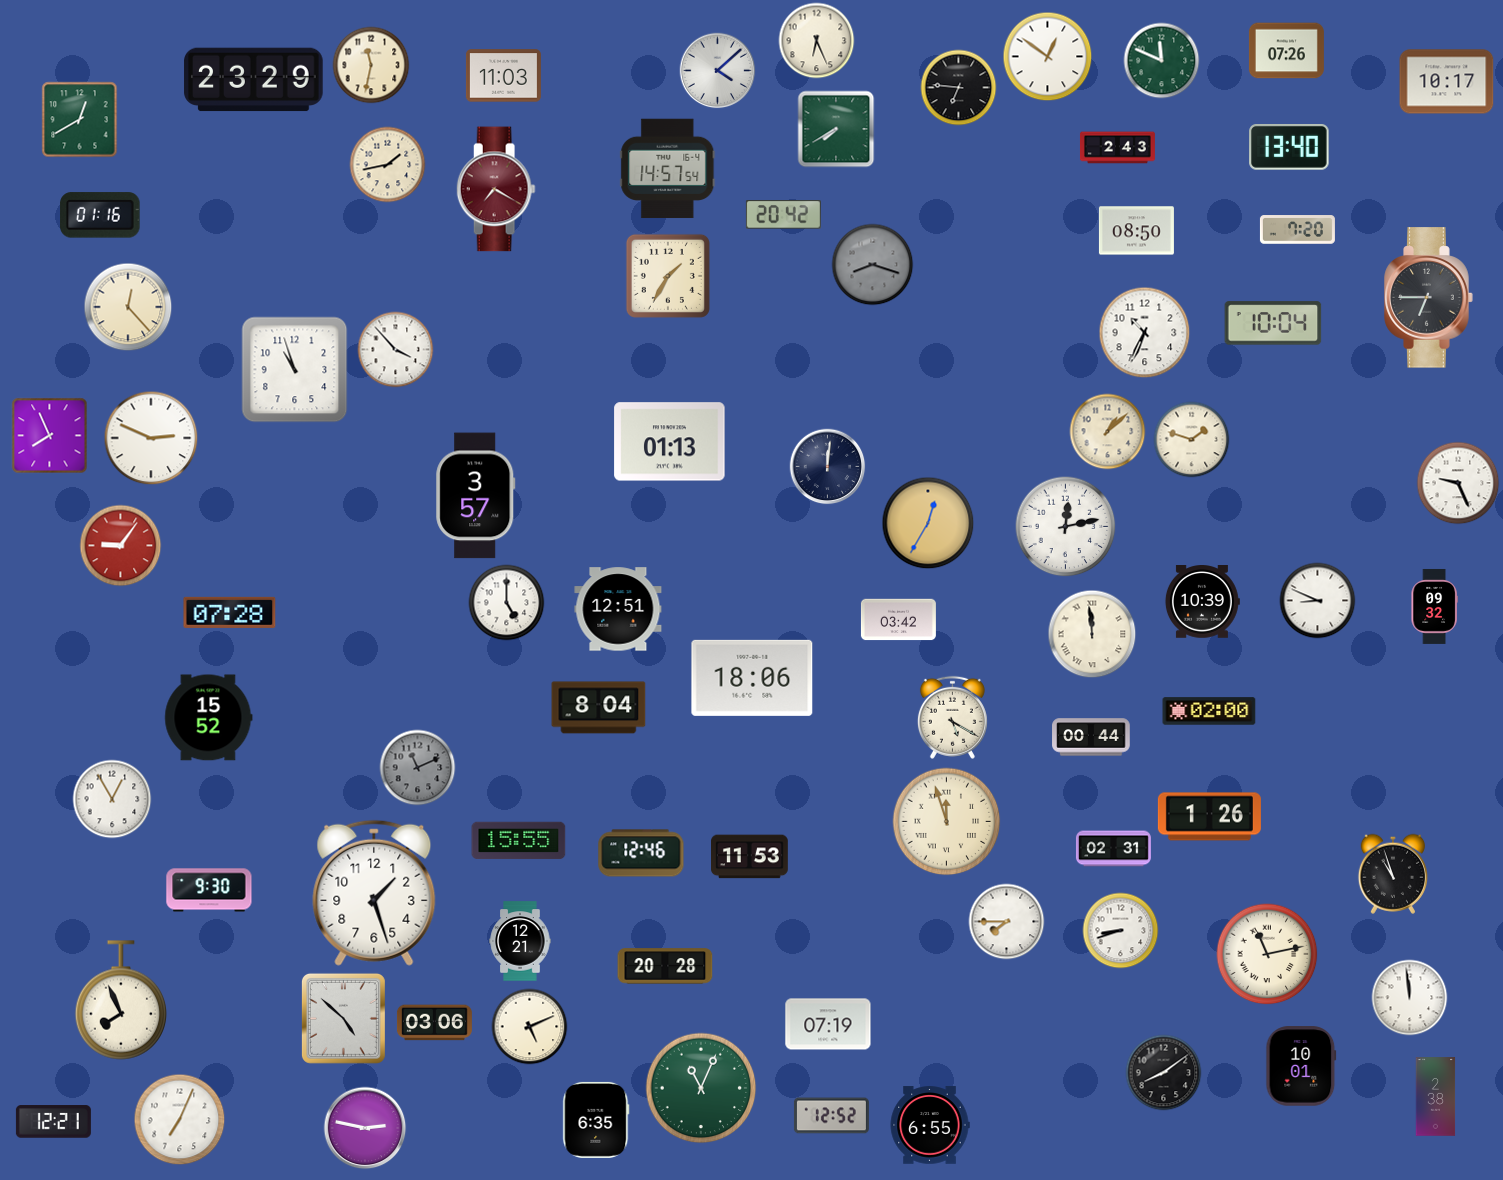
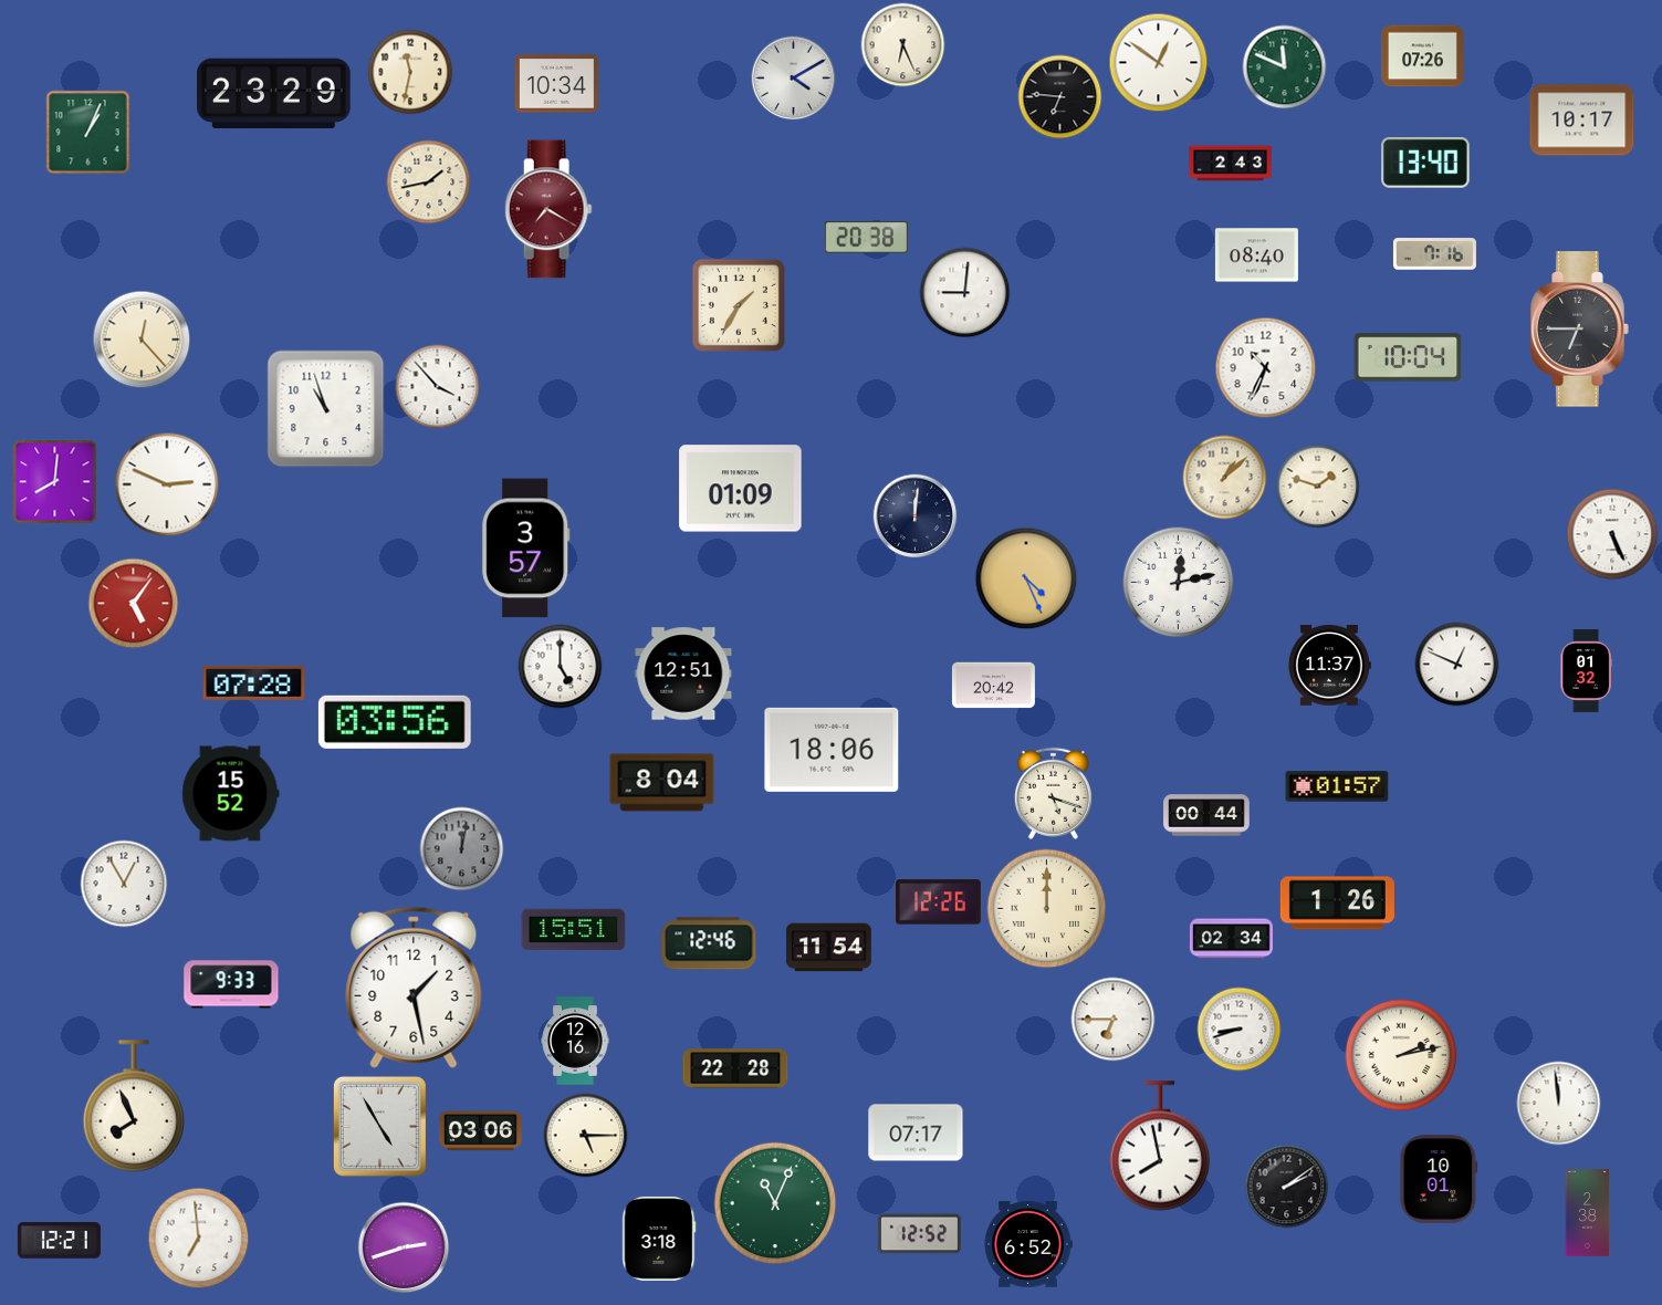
clock at (718, 71): 4:08 -> 4:10
clock at (503, 76): 11:03 -> 10:34
clock at (254, 80) position: (254, 80) -> (274, 94)
clock at (1447, 82) position: (1447, 82) -> (1582, 121)
clock at (80, 120): 12:40 -> 1:04
clock at (836, 129): 7:40 -> none
clock at (1117, 148) position: (1117, 148) -> (1230, 164)
clock at (668, 169): 14:57 -> none
clock at (100, 215): 01:16 -> none
clock at (783, 215): 20:42 -> 20:38
clock at (1297, 230): 7:20 -> 7:16
clock at (1136, 231): 08:50 -> 08:40
clock at (873, 265): 8:18 -> 9:01
clock at (873, 265) dial: grey -> white
clock at (50, 436): 7:56 -> 8:01
clock at (670, 442): 01:13 -> 01:09
clock at (1458, 483): 9:26 -> 5:26
clock at (928, 523): 12:35 -> 4:26
clock at (121, 546): 9:06 -> 5:06
clock at (1318, 601): 8:49 -> 12:49
clock at (1202, 602): 10:39 -> 11:37
clock at (1434, 606): 09:32 -> 01:32
clock at (230, 612) position: (230, 612) -> (254, 682)
clock at (898, 620): 03:42 -> 20:42
clock at (1092, 634): 11:59 -> none
clock at (395, 722): none -> 03:56
clock at (1209, 711): 02:00 -> 01:57
clock at (952, 717): 5:20 -> 5:18
clock at (418, 768): 11:11 -> 12:02
clock at (939, 902): none -> 12:26
clock at (947, 822): 11:57 -> 12:00
clock at (519, 841): 15:55 -> 15:51
clock at (1113, 849): 02:31 -> 02:34
clock at (750, 857): 11:53 -> 11:54
clock at (1392, 874): 10:57 -> none
clock at (209, 890): 9:30 -> 9:33
clock at (374, 893): 1:27 -> 1:28
clock at (1007, 922): 7:45 -> 6:45
clock at (520, 941): 12:21 -> 12:16
clock at (1267, 954): 11:13 -> 2:13
clock at (665, 966): 20:28 -> 22:28
clock at (343, 1018): 4:52 -> 4:55
clock at (828, 1024): 07:19 -> 07:17
clock at (530, 1027): 5:11 -> 5:15
clock at (1160, 1146): none -> 7:58
clock at (1164, 1073): 8:09 -> 2:09
clock at (180, 1120): 7:04 -> 6:59
clock at (596, 1120): 6:35 -> 3:18
clock at (930, 1125): 6:55 -> 6:52
clock at (365, 1128): 2:47 -> 2:42
